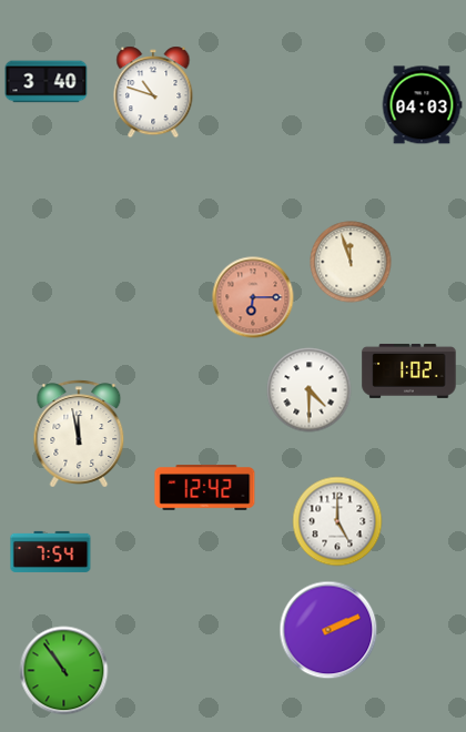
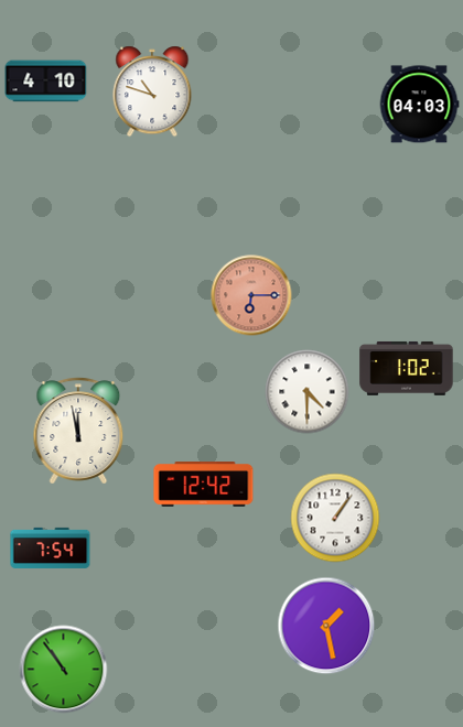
clock at (47, 82): 3:40 -> 4:10
clock at (351, 262): 11:57 -> none
clock at (310, 390) position: (310, 390) -> (308, 392)
clock at (337, 521): 5:00 -> 1:06
clock at (328, 630): 2:11 -> 1:28
clock at (64, 671) position: (64, 671) -> (64, 670)
